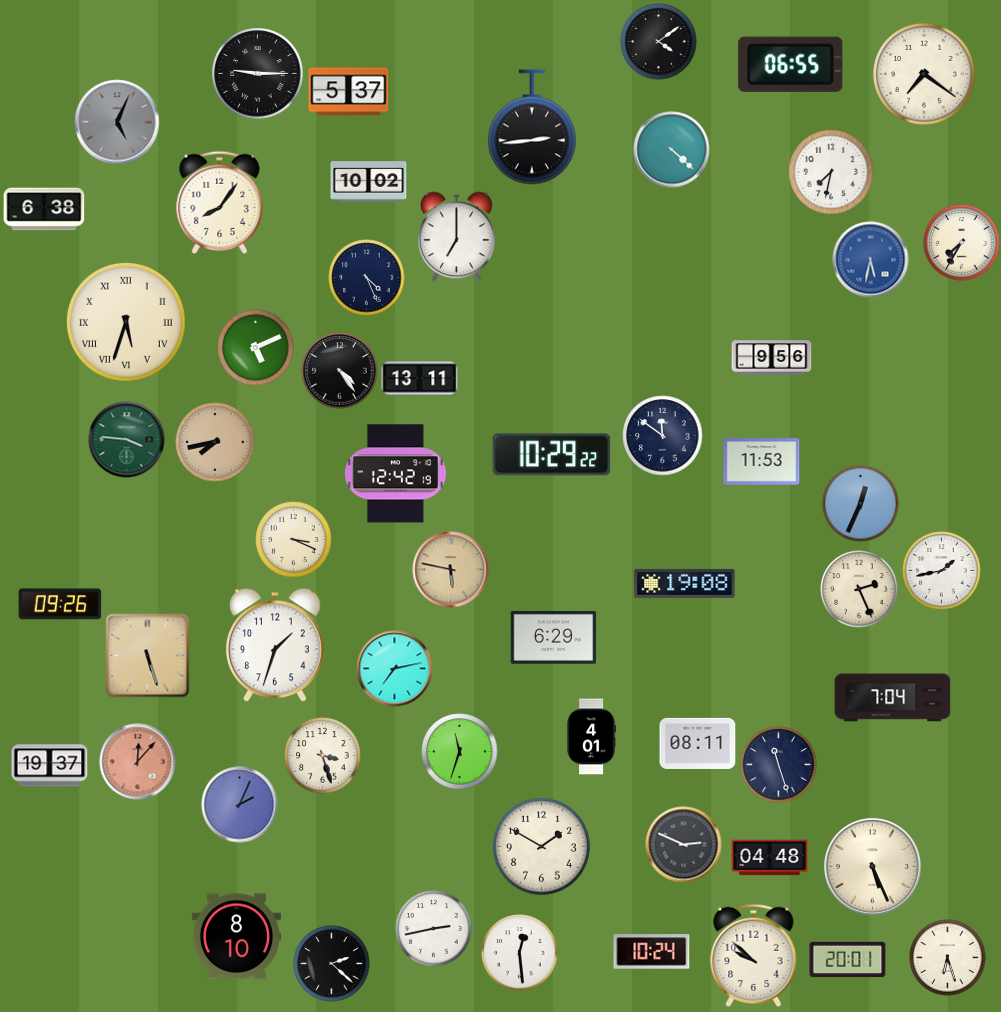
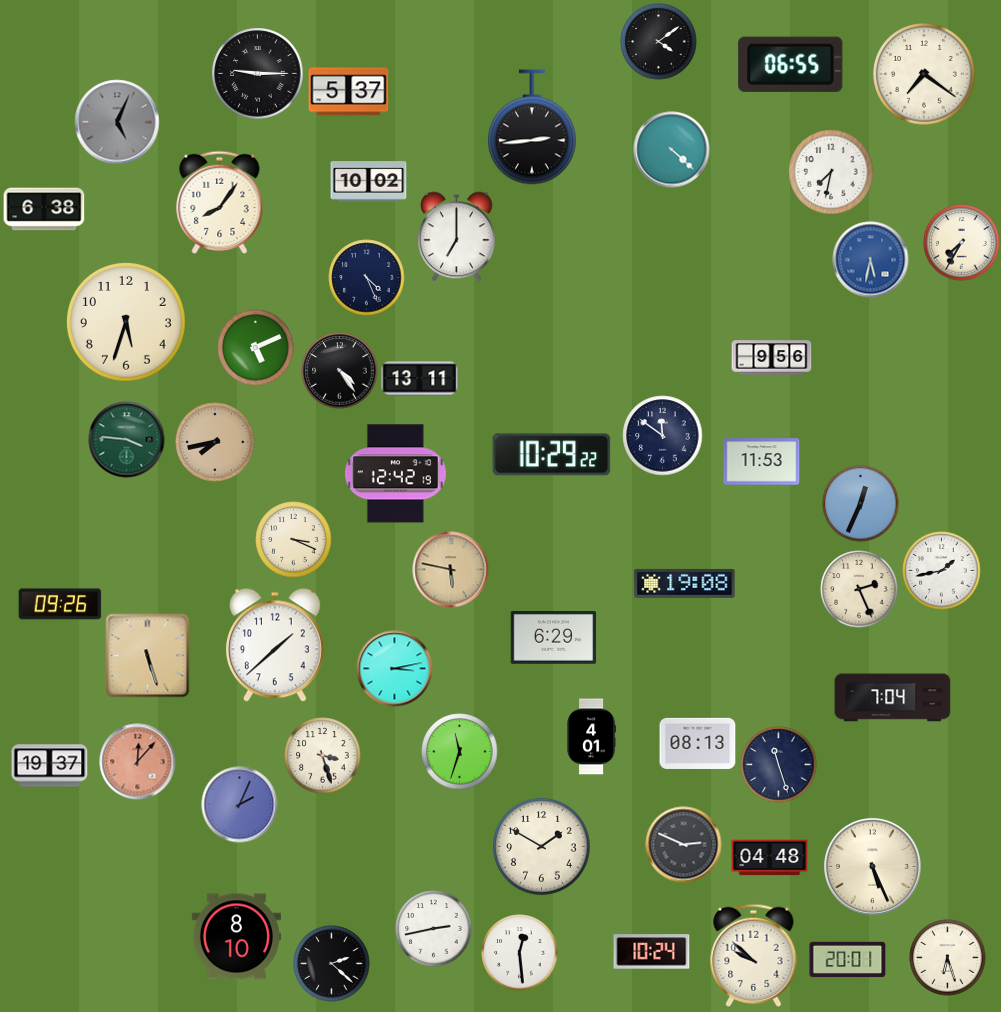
clock at (126, 322) numerals: Roman -> Arabic
clock at (275, 645): 1:33 -> 1:38
clock at (395, 669): 7:13 -> 3:13
clock at (698, 743): 08:11 -> 08:13
